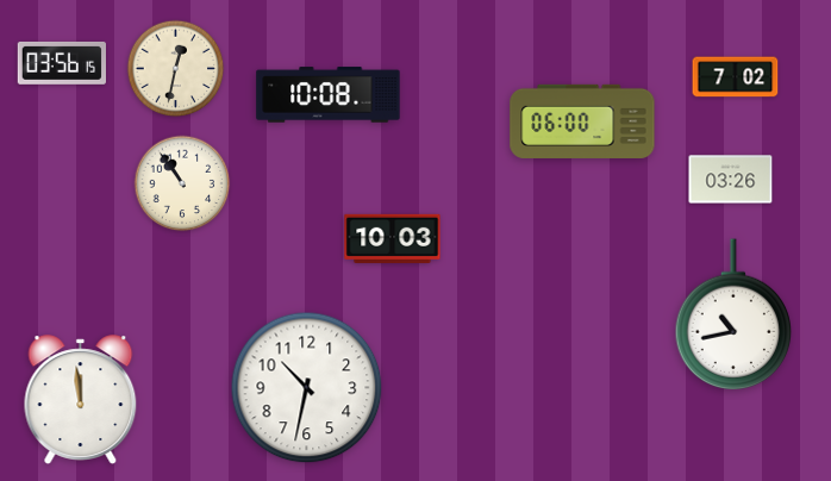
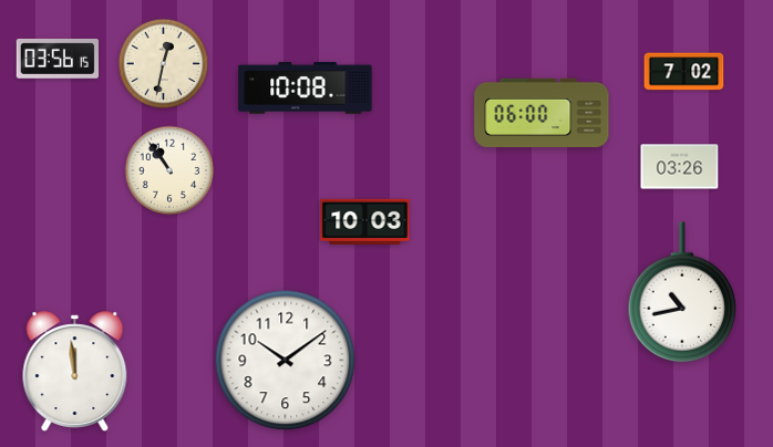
clock at (307, 388): 10:32 -> 10:09
